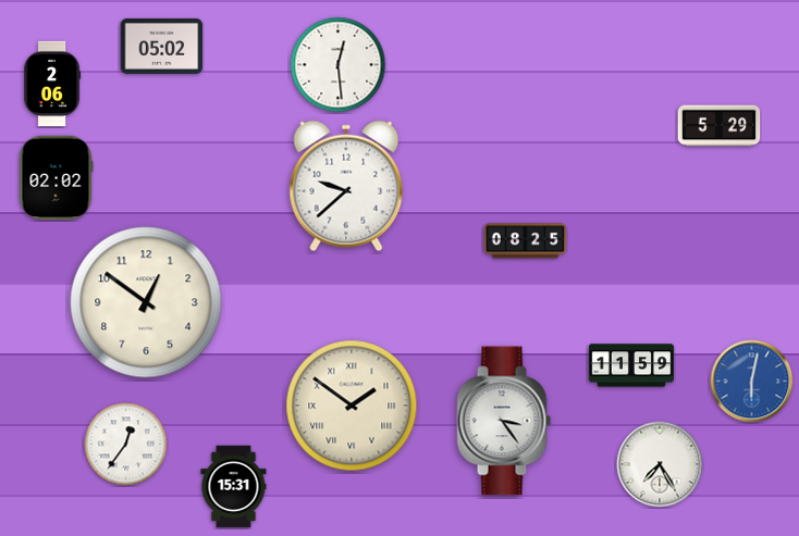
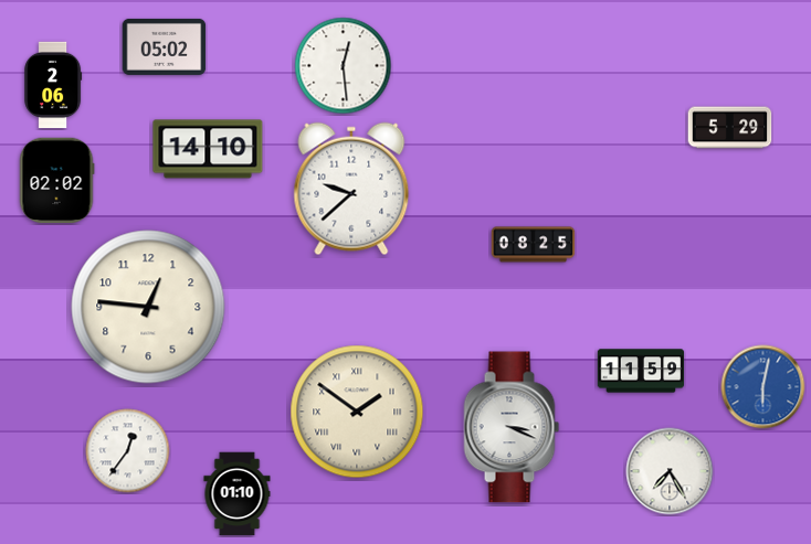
clock at (208, 149): none -> 14:10
clock at (146, 302): 12:51 -> 12:46
clock at (504, 421): 3:24 -> 3:19
clock at (234, 487): 15:31 -> 01:10
